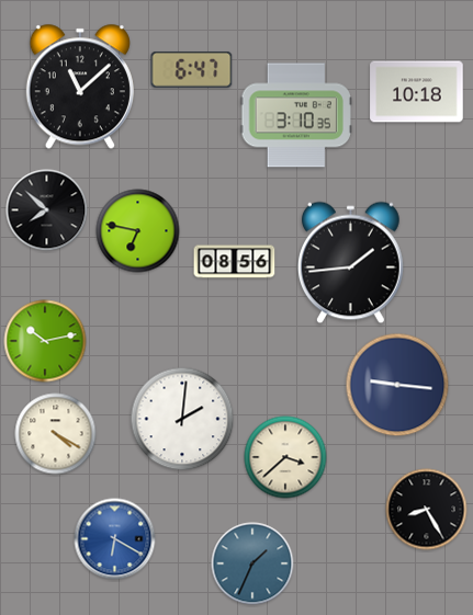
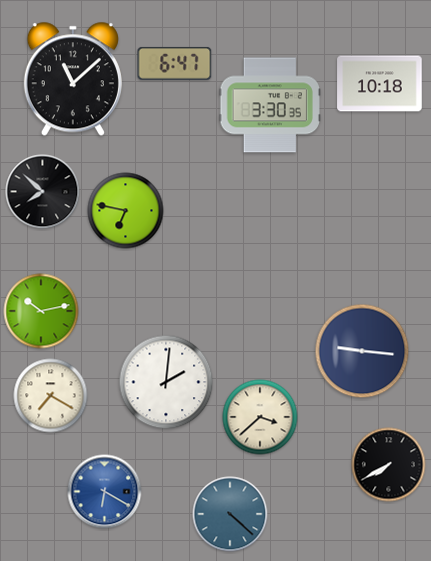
clock at (296, 115): 3:10 -> 3:30
clock at (235, 262): 08:56 -> none
clock at (351, 263): 1:44 -> none
clock at (56, 434): 4:20 -> 7:20
clock at (427, 510): 8:25 -> 7:40
clock at (252, 563): 1:34 -> 4:22
